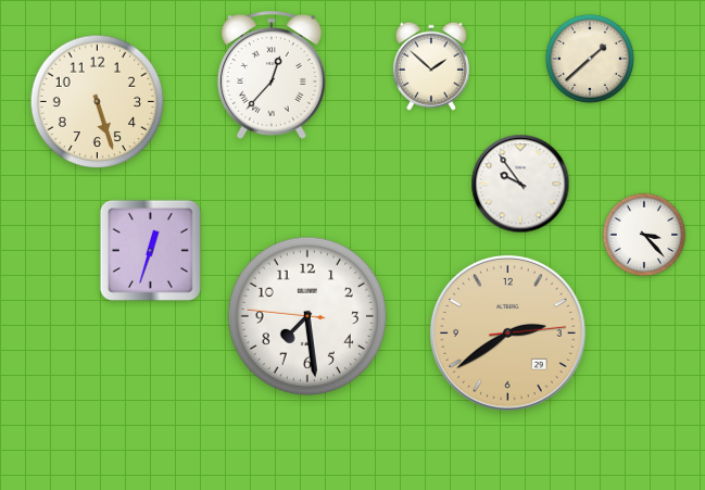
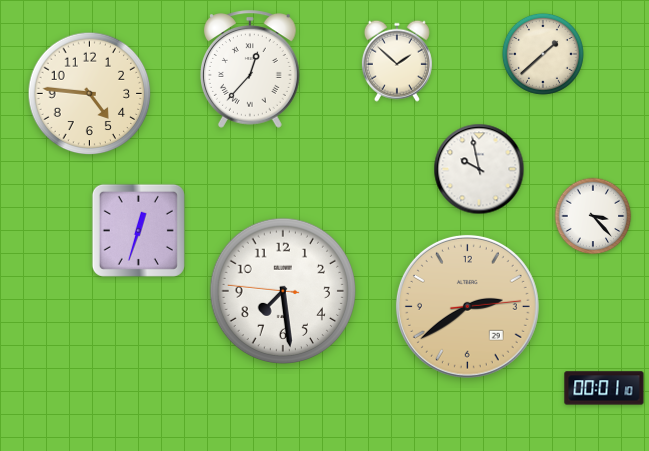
clock at (98, 102): 5:27 -> 4:46
clock at (520, 184): 9:54 -> 9:58
clock at (604, 388): none -> 00:01
